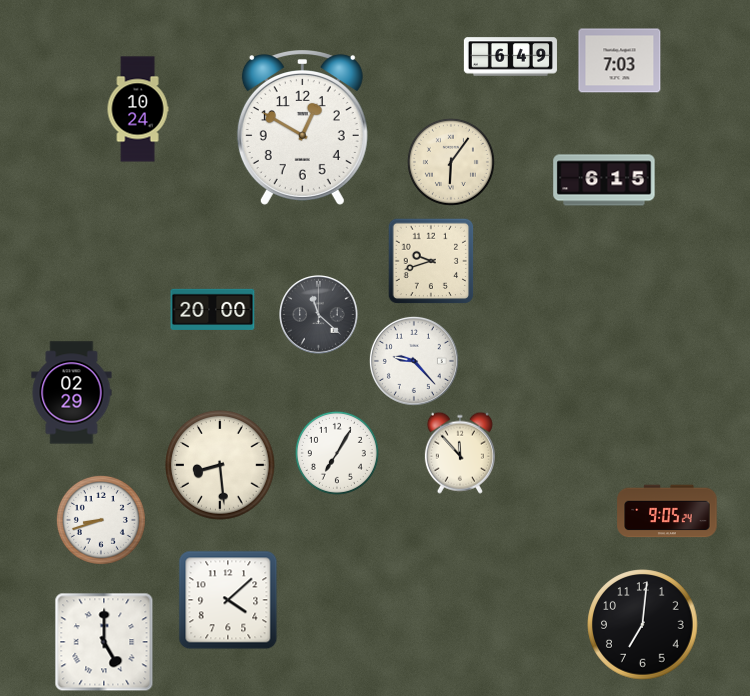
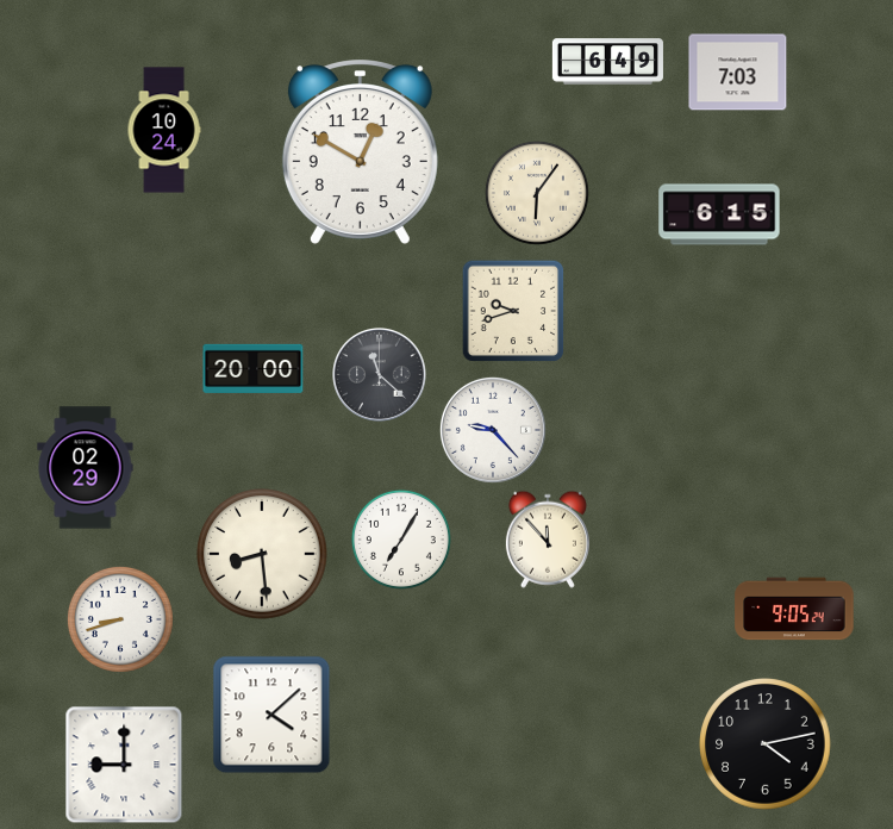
clock at (510, 57) position: (510, 57) -> (607, 62)
clock at (643, 625): 7:01 -> 4:13
clock at (104, 642): 5:00 -> 9:00
